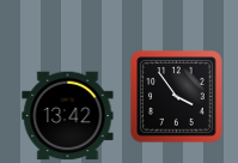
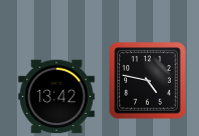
clock at (177, 97): 3:54 -> 4:47
